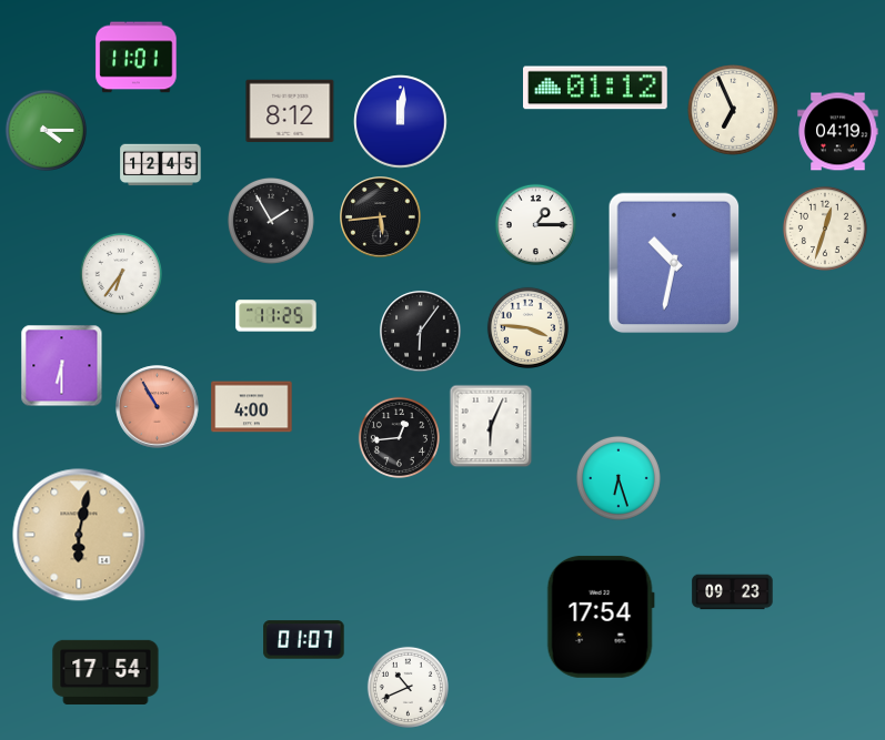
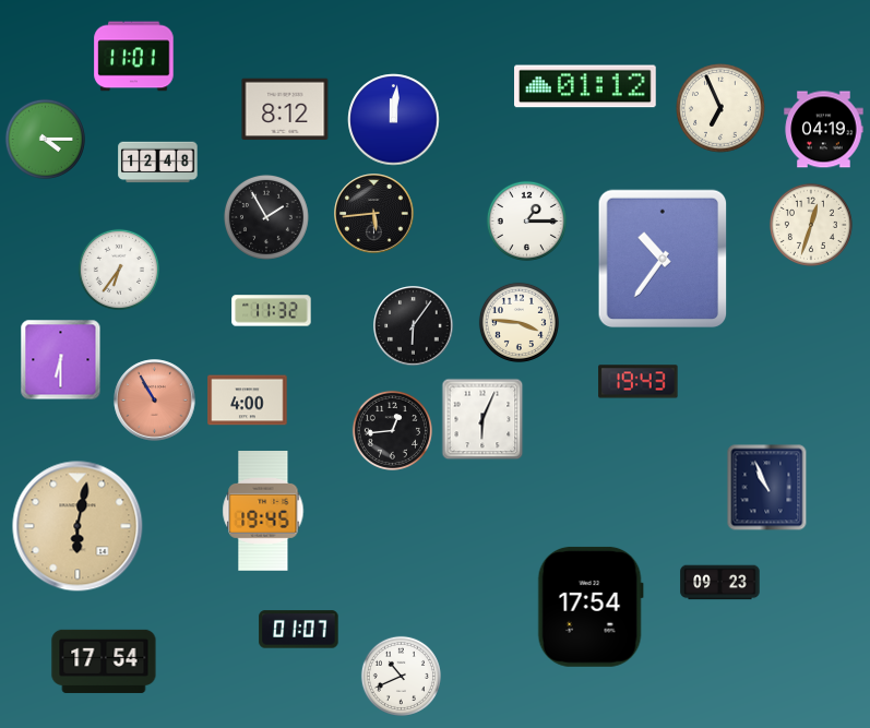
clock at (46, 130) position: (46, 130) -> (45, 139)
clock at (161, 165): 12:45 -> 12:48
clock at (674, 263): 10:32 -> 10:36
clock at (276, 316): 11:25 -> 11:32
clock at (639, 382): none -> 19:43
clock at (619, 478): 6:27 -> none
clock at (767, 488): none -> 10:56
clock at (263, 512): none -> 19:45
